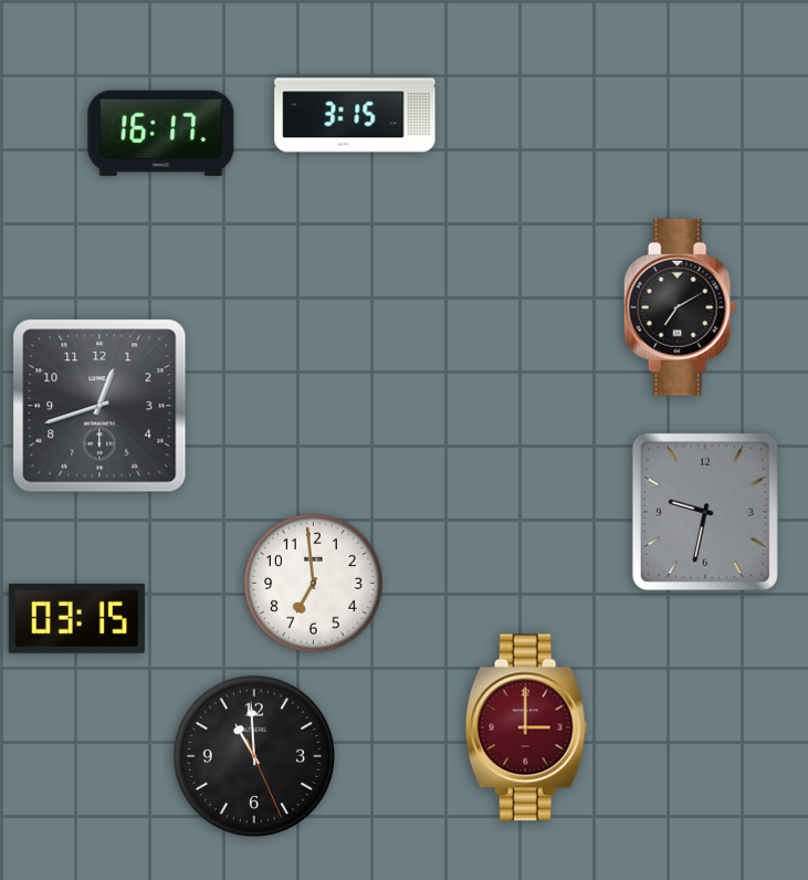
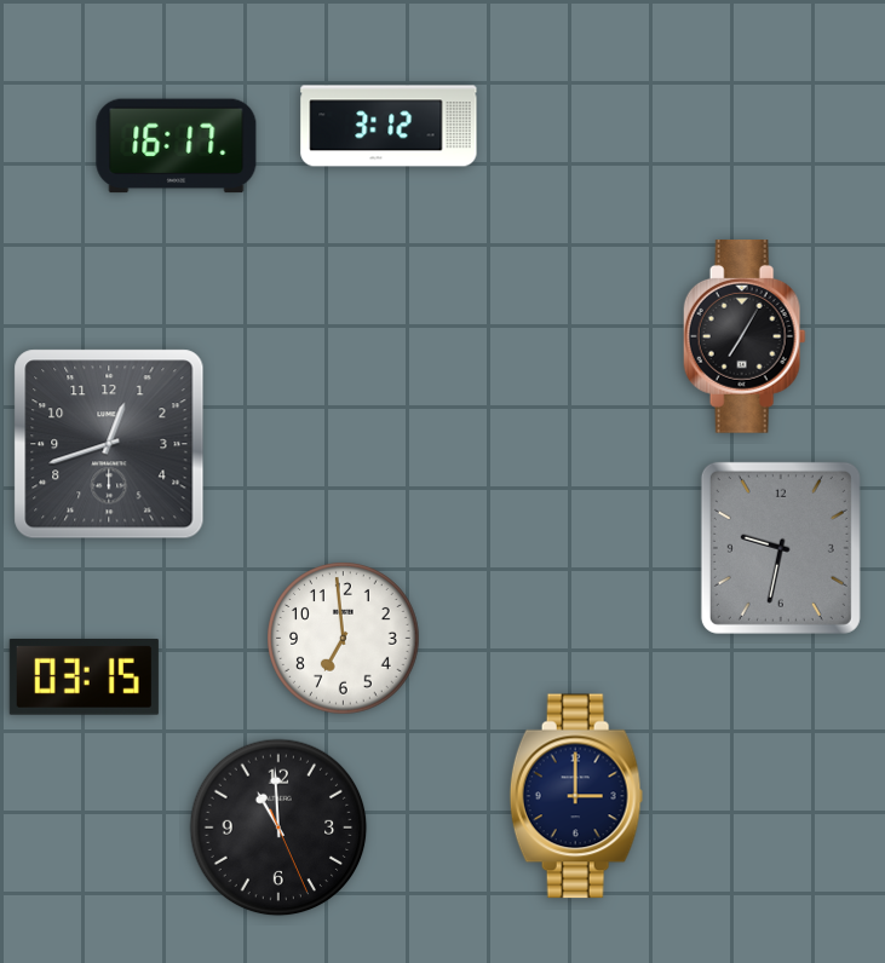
clock at (355, 115): 3:15 -> 3:12
clock at (680, 308): 7:10 -> 7:05
clock at (705, 512) position: (705, 512) -> (781, 548)
clock at (526, 727) dial: burgundy -> navy
